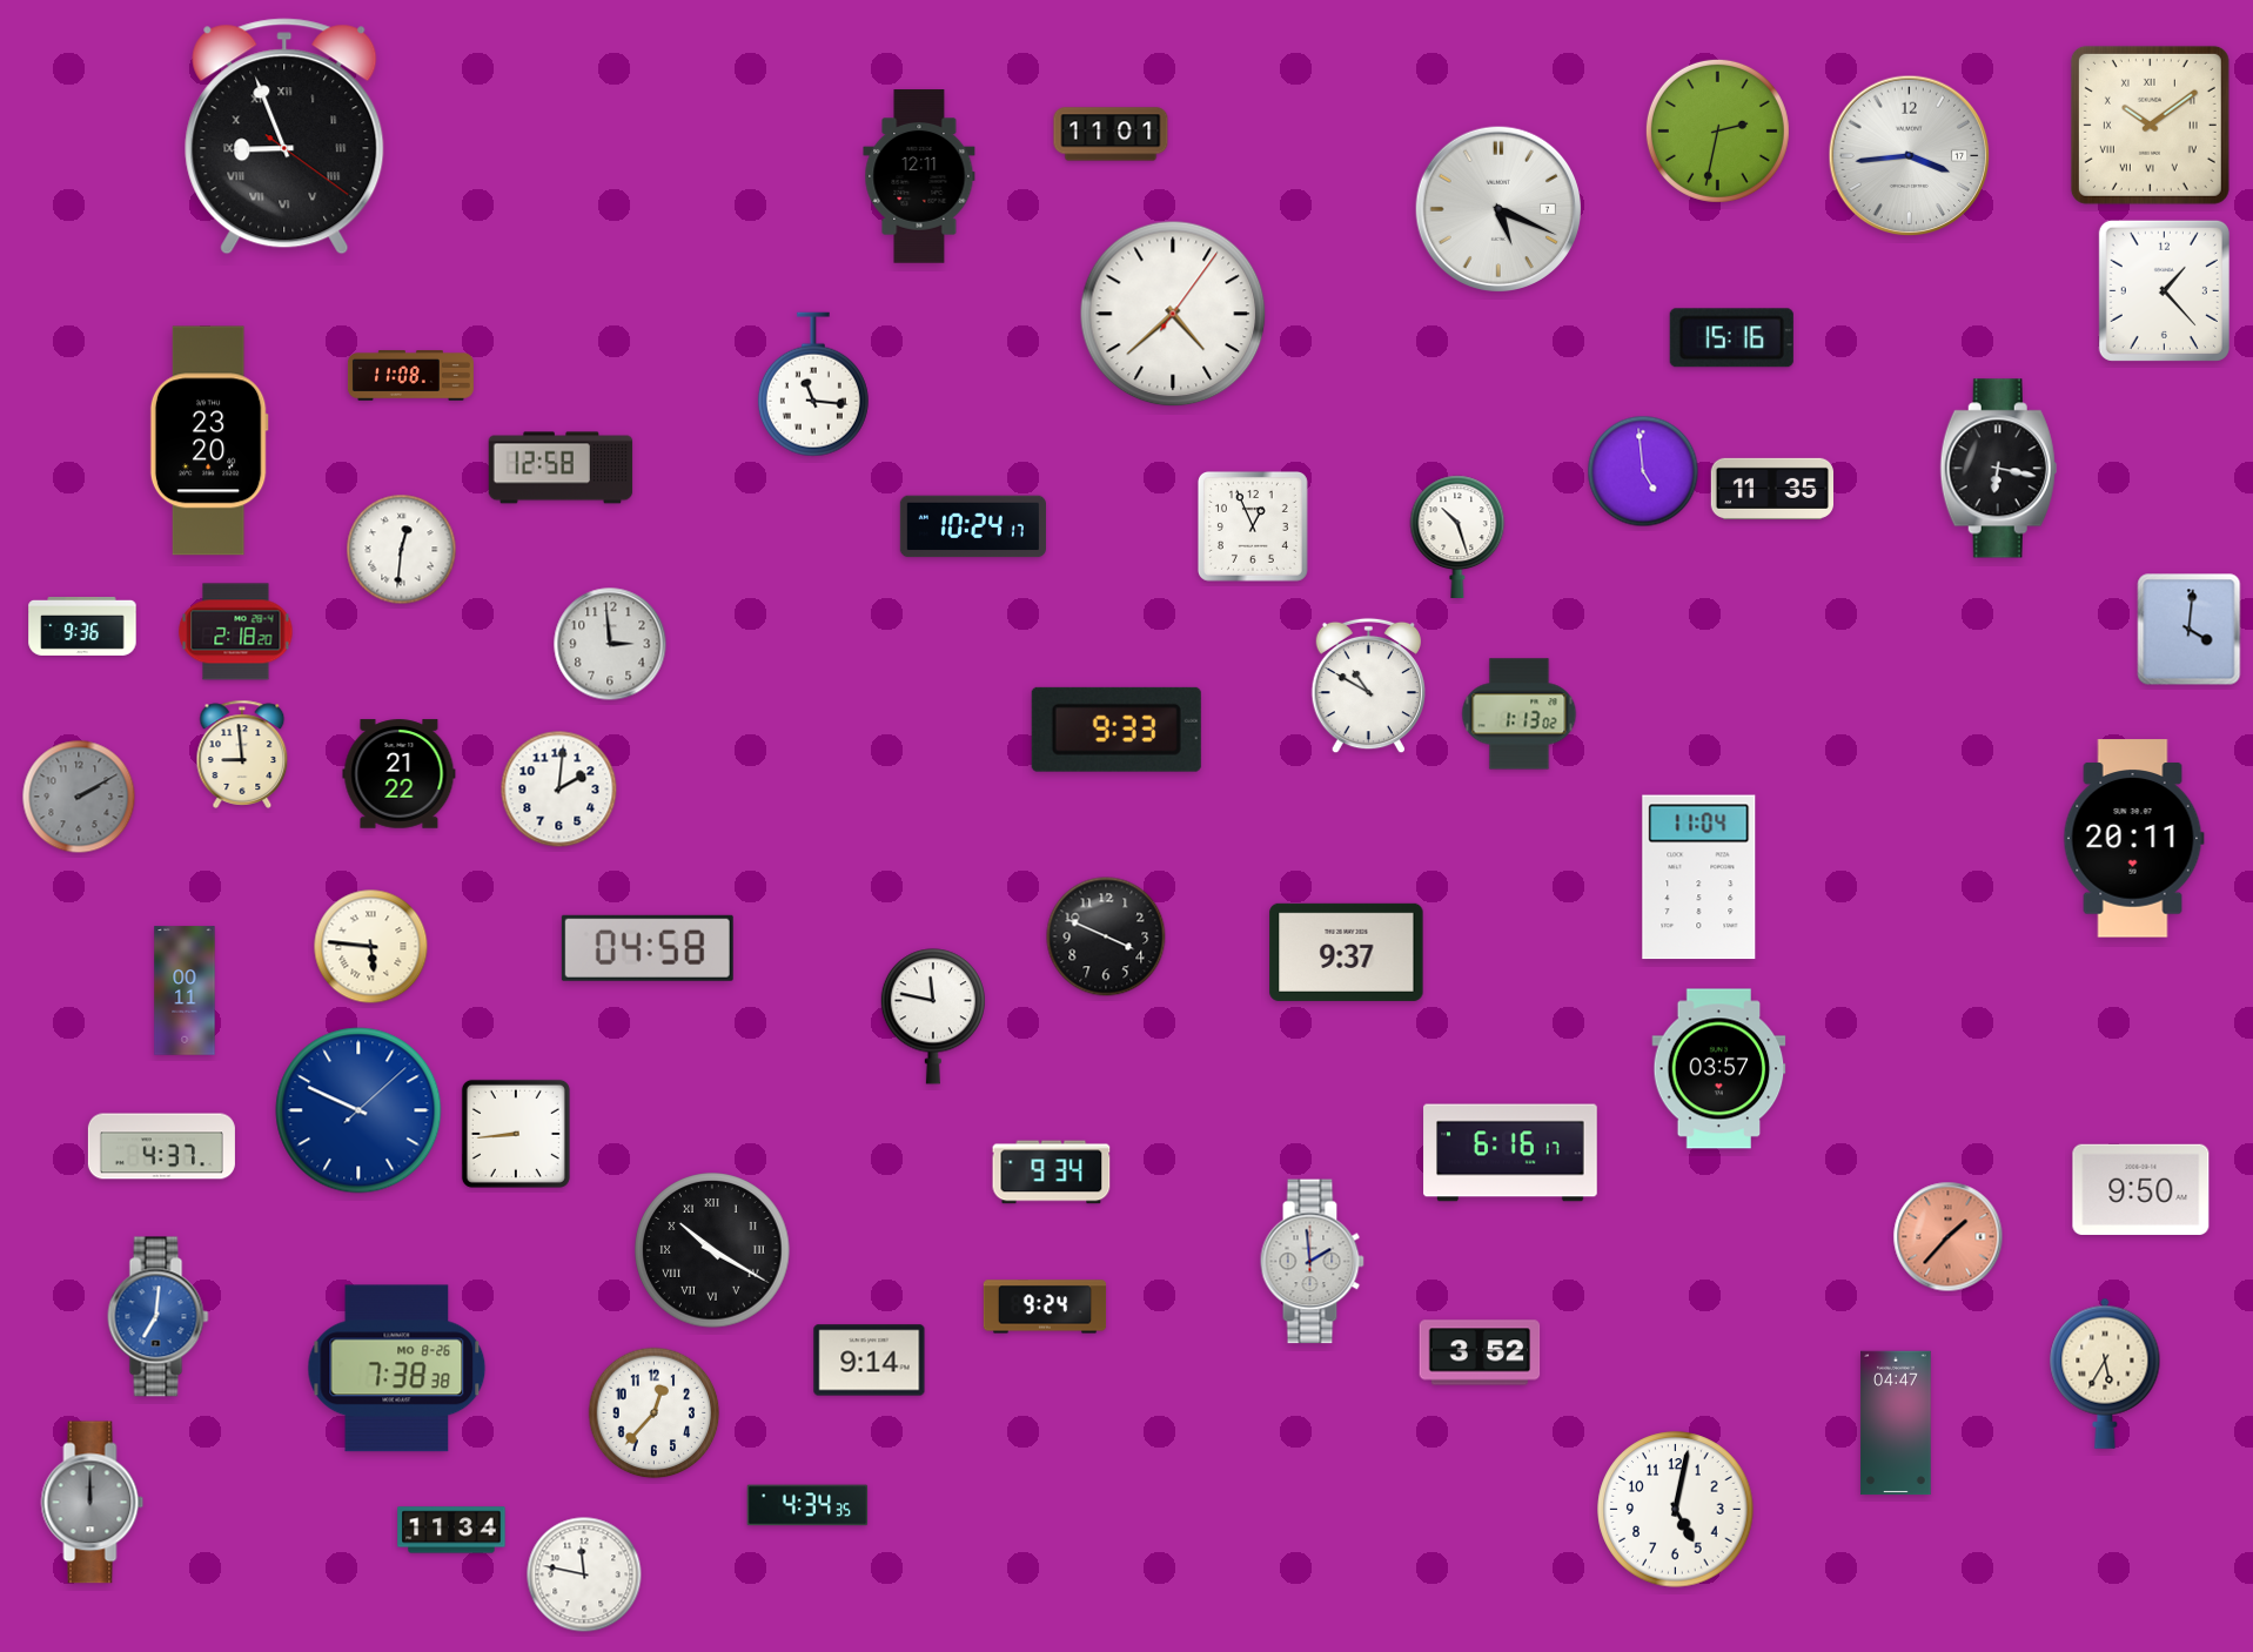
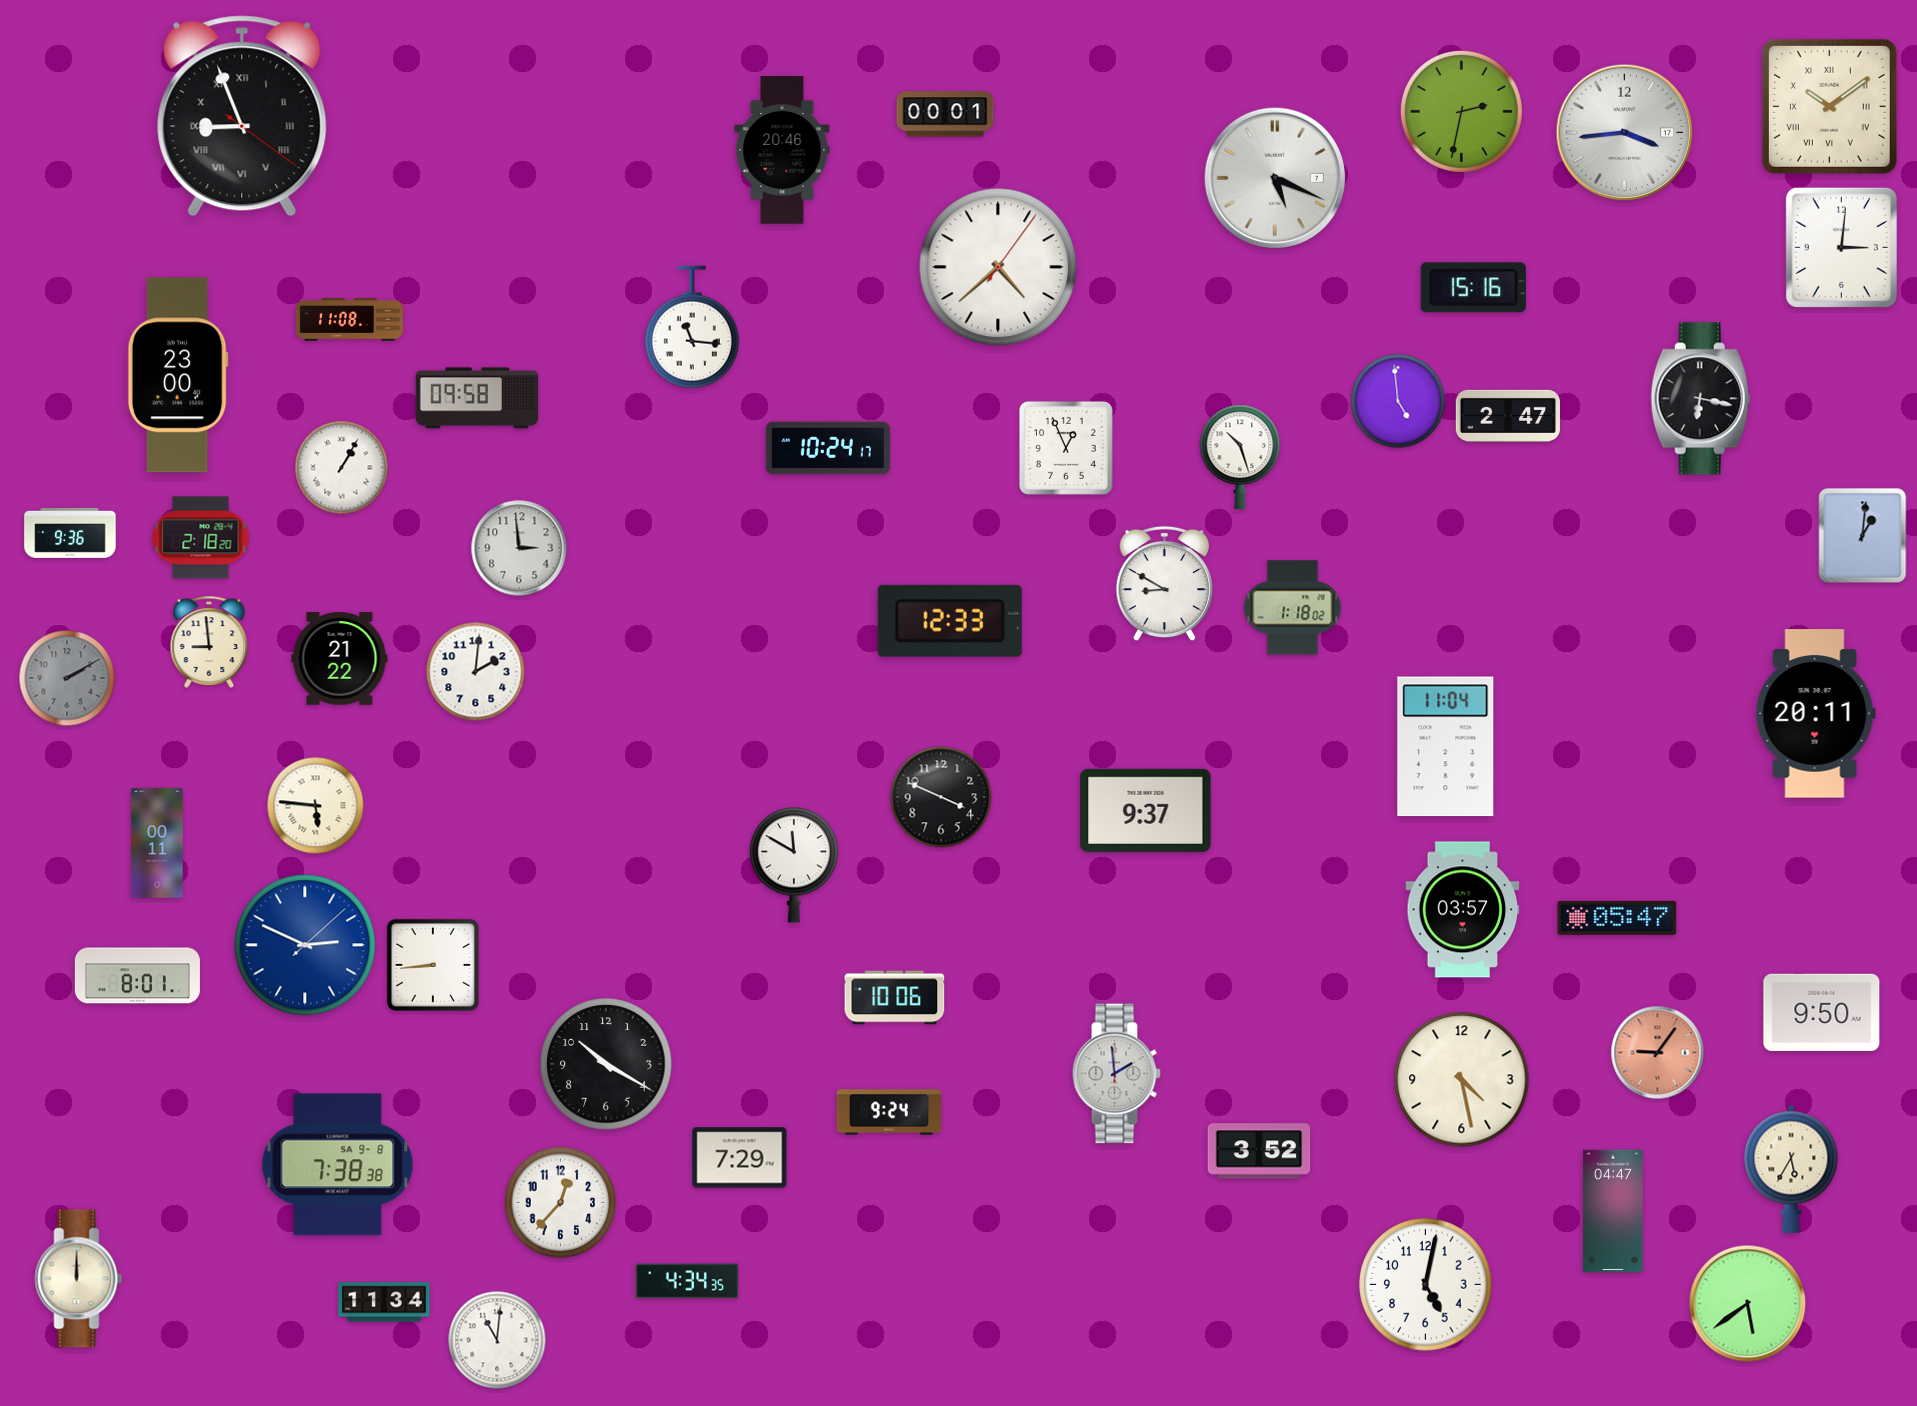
clock at (1111, 134): 11:01 -> 00:01
clock at (919, 176): 12:11 -> 20:46
clock at (2164, 290): 1:23 -> 3:01
clock at (209, 441): 23:20 -> 23:00
clock at (561, 468): 12:58 -> 09:58
clock at (1771, 489): 11:35 -> 2:47
clock at (402, 550): 12:31 -> 1:05
clock at (2190, 630): 4:01 -> 1:01
clock at (1368, 686): 10:50 -> 8:50
clock at (1520, 714): 1:13 -> 1:18
clock at (1117, 730): 9:33 -> 12:33
clock at (242, 754) position: (242, 754) -> (209, 642)
clock at (648, 948): 04:58 -> none
clock at (933, 1016): 11:47 -> 11:50
clock at (1617, 918): none -> 05:47
clock at (358, 1110): 9:49 -> 2:49
clock at (516, 1134) position: (516, 1134) -> (433, 965)
clock at (161, 1147): 4:37 -> 8:01
clock at (1510, 1153): 6:16 -> none
clock at (1052, 1173): 9:34 -> 10:06
clock at (1949, 1237): 1:37 -> 9:06
clock at (712, 1250) numerals: Roman -> Arabic
clock at (1462, 1080): none -> 4:28
clock at (159, 1317): 7:01 -> none
clock at (870, 1361): 9:14 -> 7:29
clock at (397, 1369) date: MO 8-26 -> SA 9-8
clock at (655, 1413) position: (655, 1413) -> (561, 1203)
clock at (93, 1503) dial: grey -> cream
clock at (1748, 1304): none -> 5:39
clock at (584, 1574): 11:47 -> 11:01
